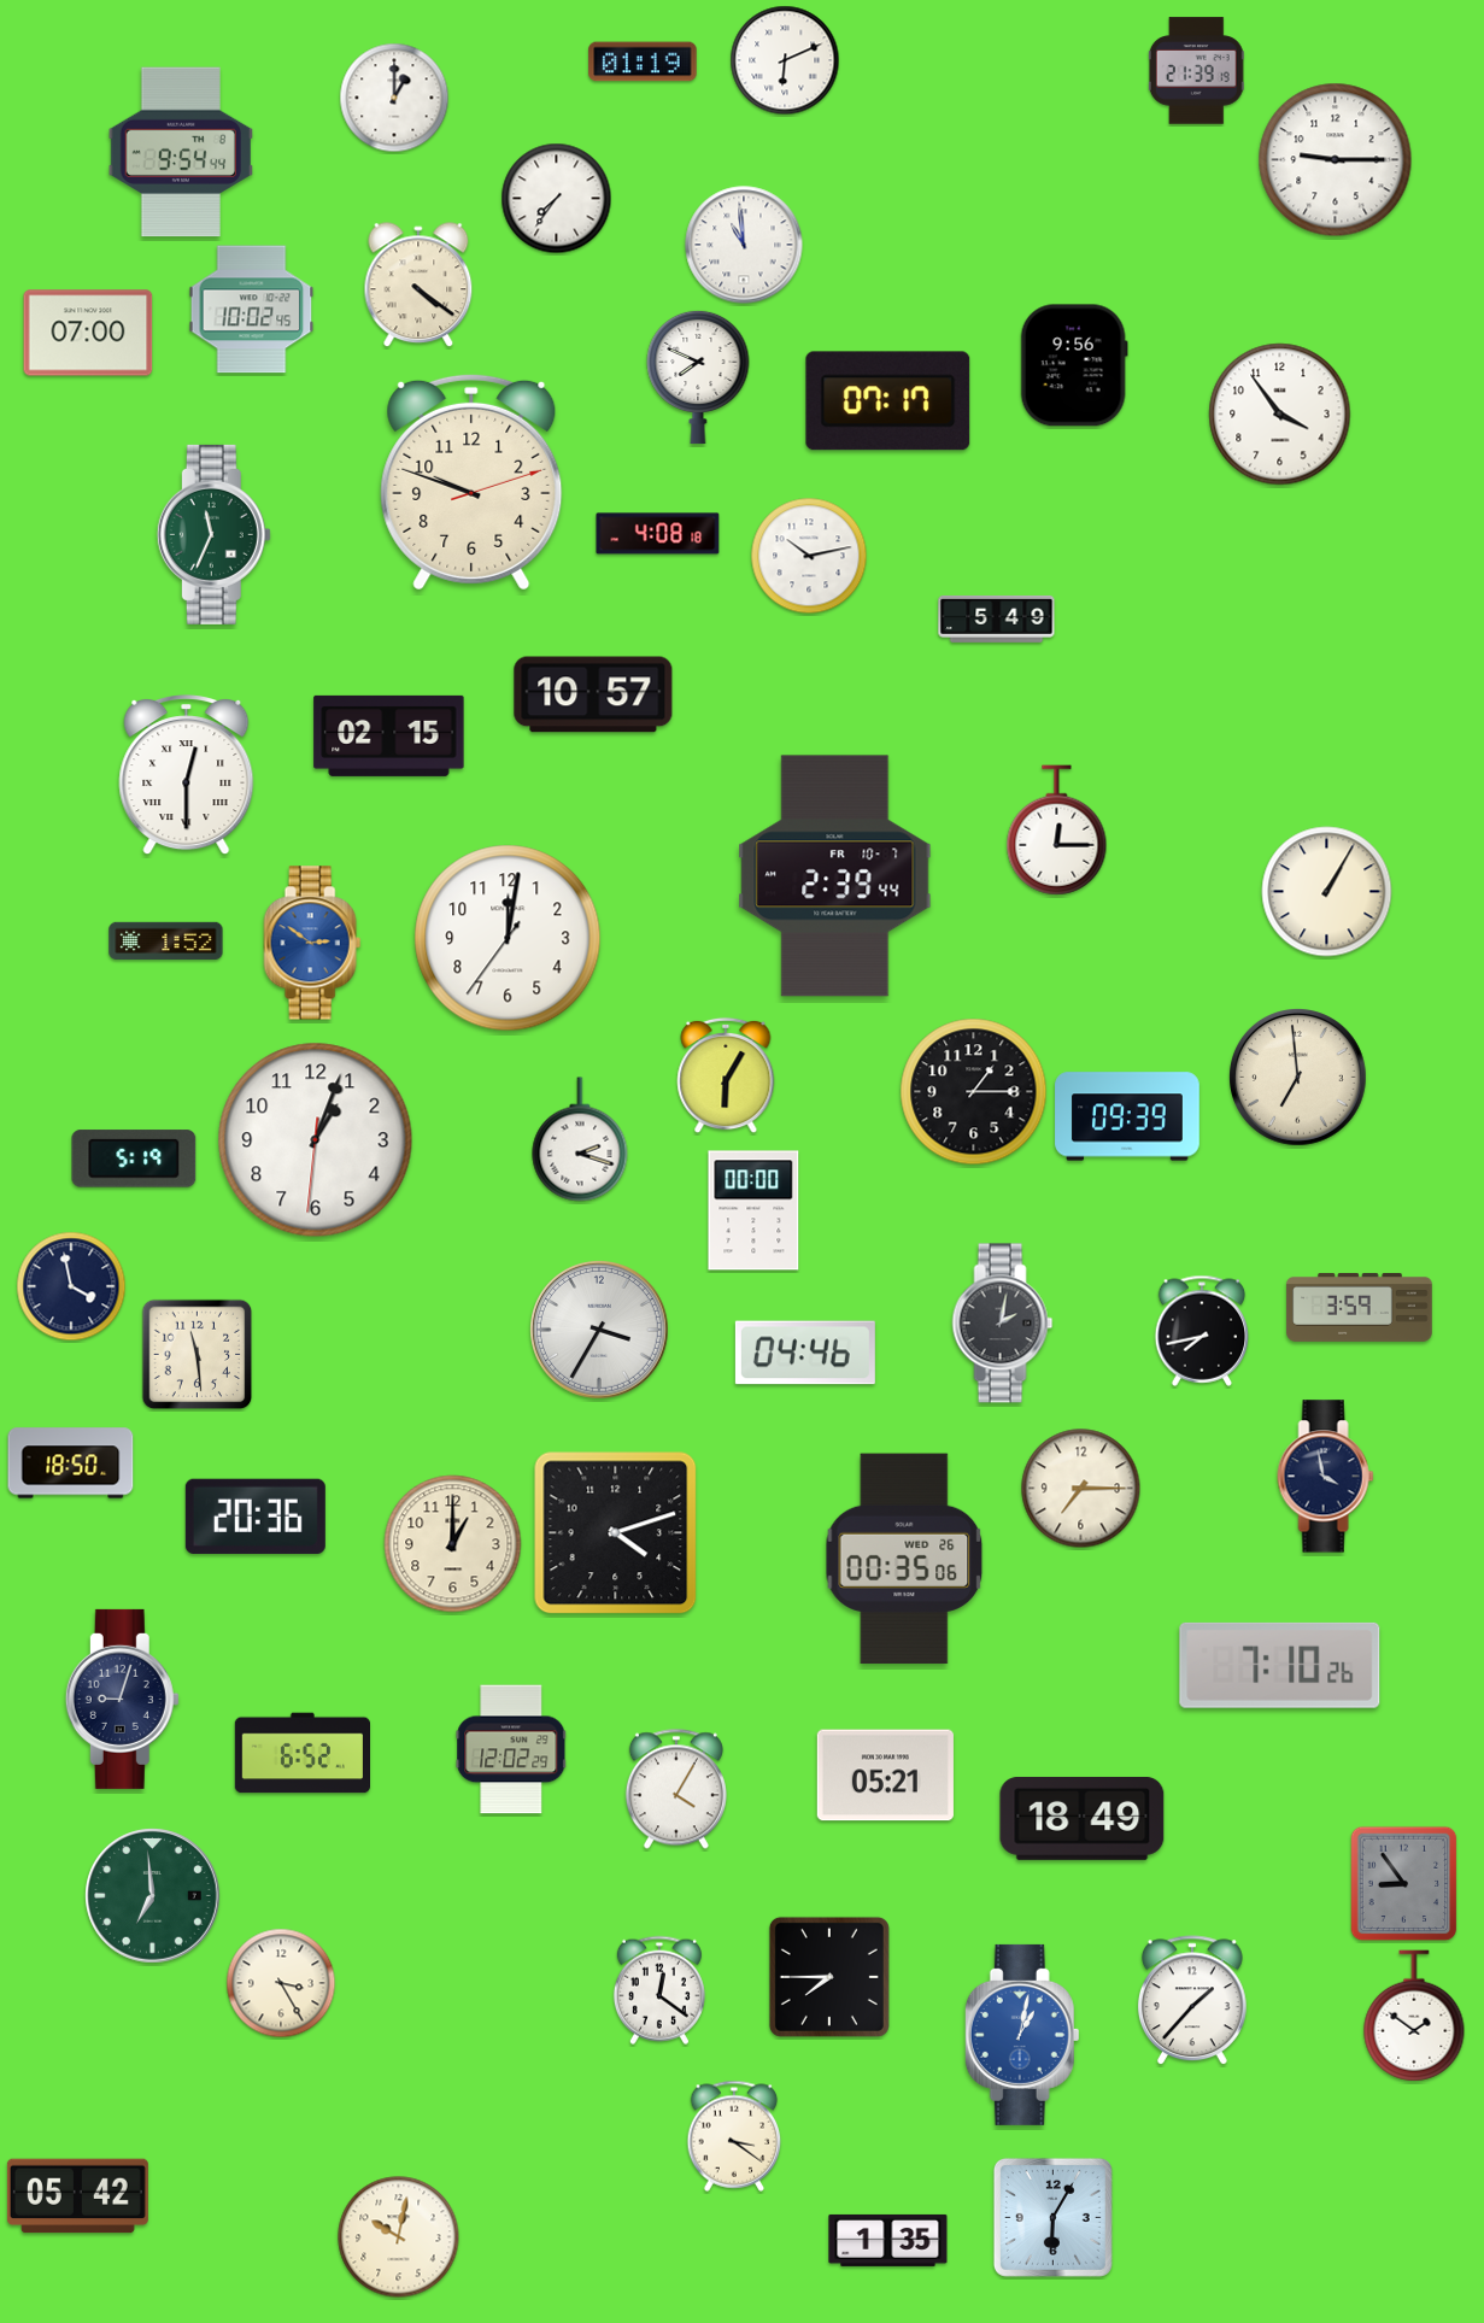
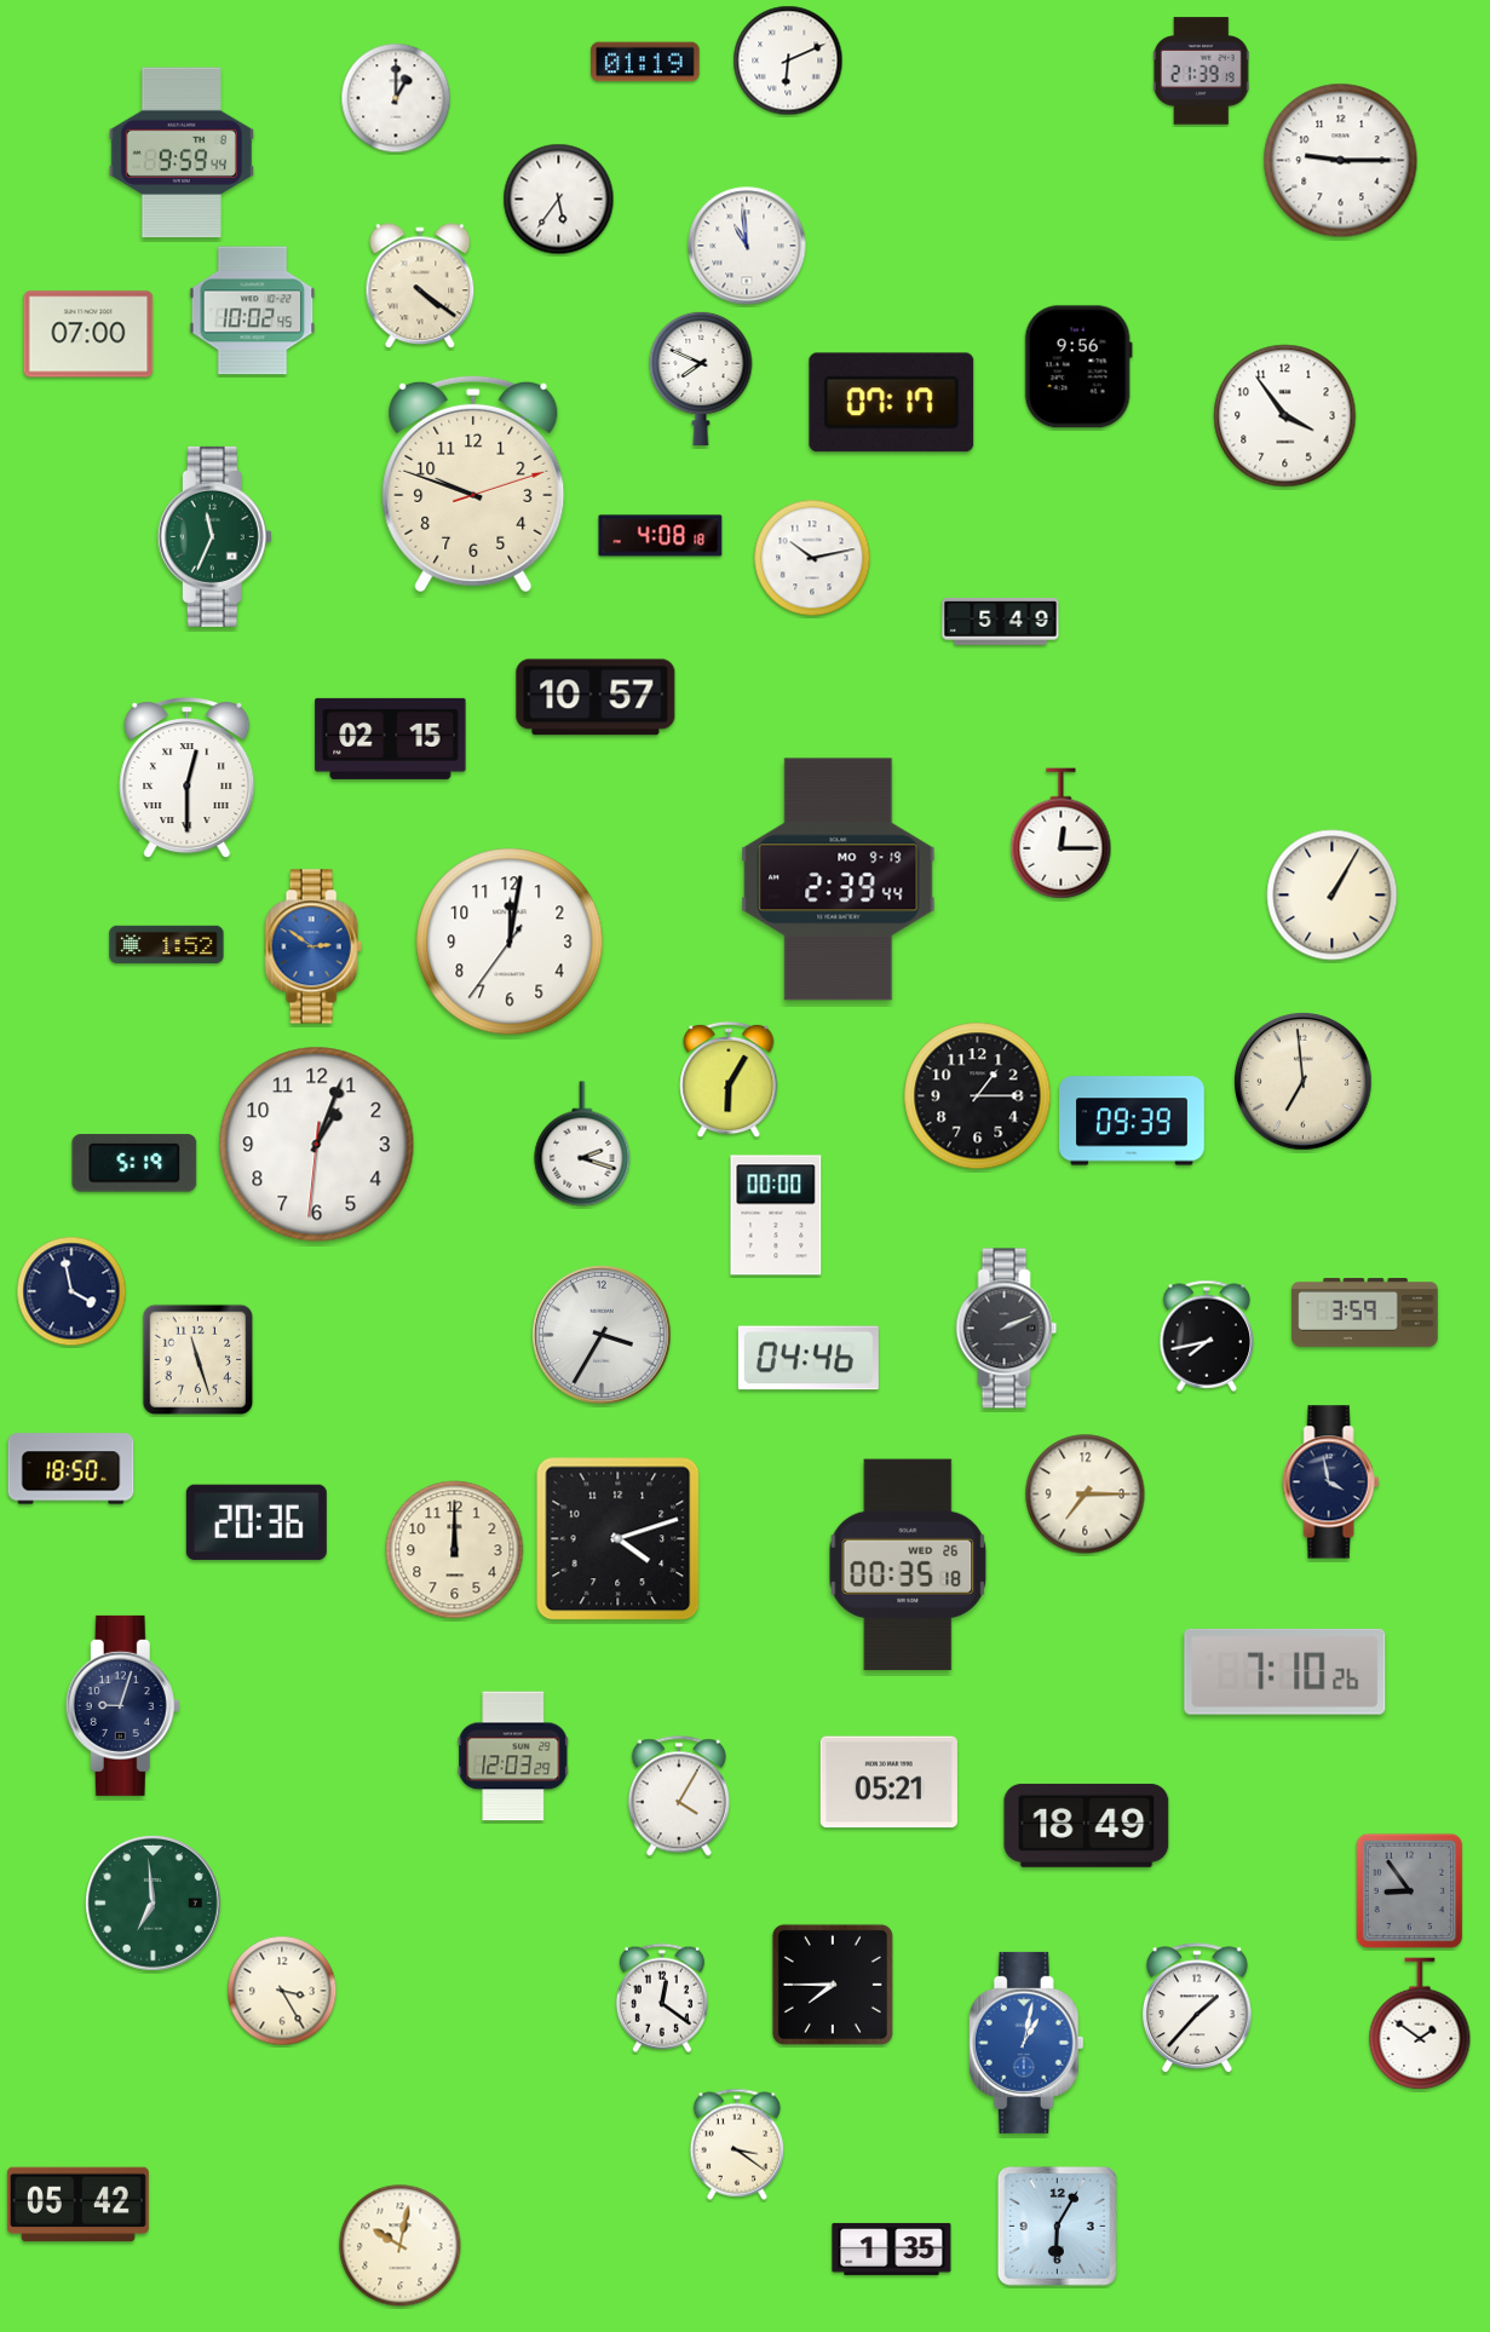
clock at (181, 152): 9:54 -> 9:59
clock at (557, 199): 7:36 -> 5:36
clock at (835, 876) date: FR 10-7 -> MO 9-19
clock at (753, 1210) position: (753, 1210) -> (776, 1215)
clock at (1003, 1324): 2:02 -> 2:11
clock at (198, 1355): 11:29 -> 11:27
clock at (453, 1544): 1:00 -> 12:00
clock at (904, 1559): 00:35:06 -> 00:35:18
clock at (511, 1749): 12:02 -> 12:03
clock at (301, 1753): 6:52 -> none
